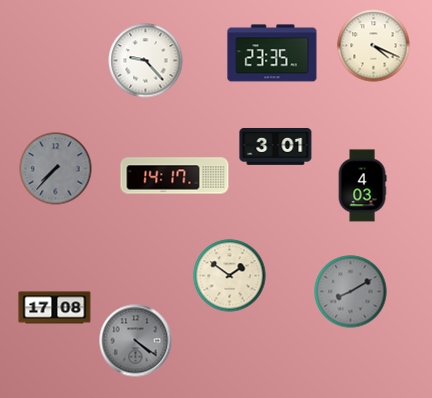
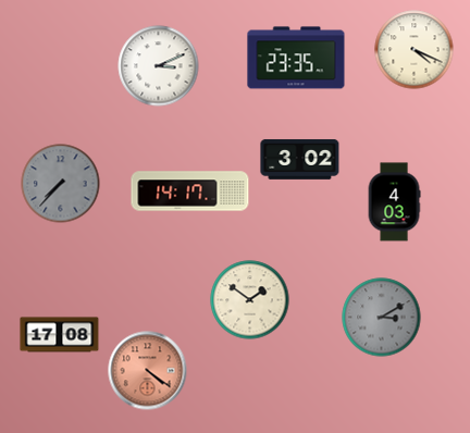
clock at (374, 46) position: (374, 46) -> (415, 50)
clock at (146, 61): 9:23 -> 3:11
clock at (276, 147): 3:01 -> 3:02
clock at (351, 292): 8:10 -> 3:10
clock at (136, 341) dial: grey -> salmon
